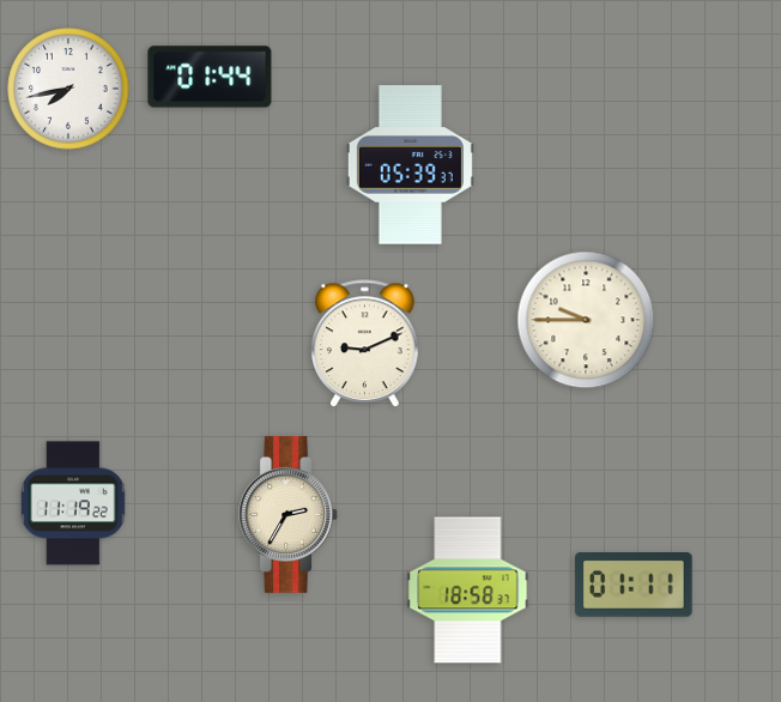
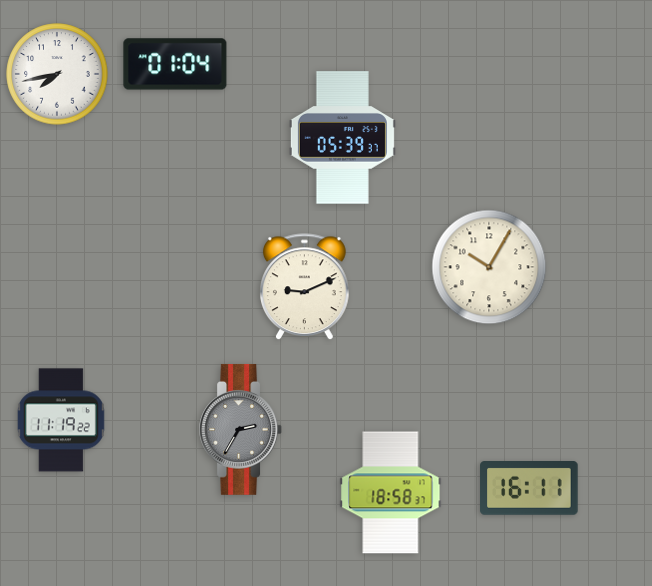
clock at (210, 77): 01:44 -> 01:04
clock at (586, 320): 9:45 -> 10:05
clock at (287, 514) dial: cream -> grey
clock at (634, 586): 01:11 -> 16:11
